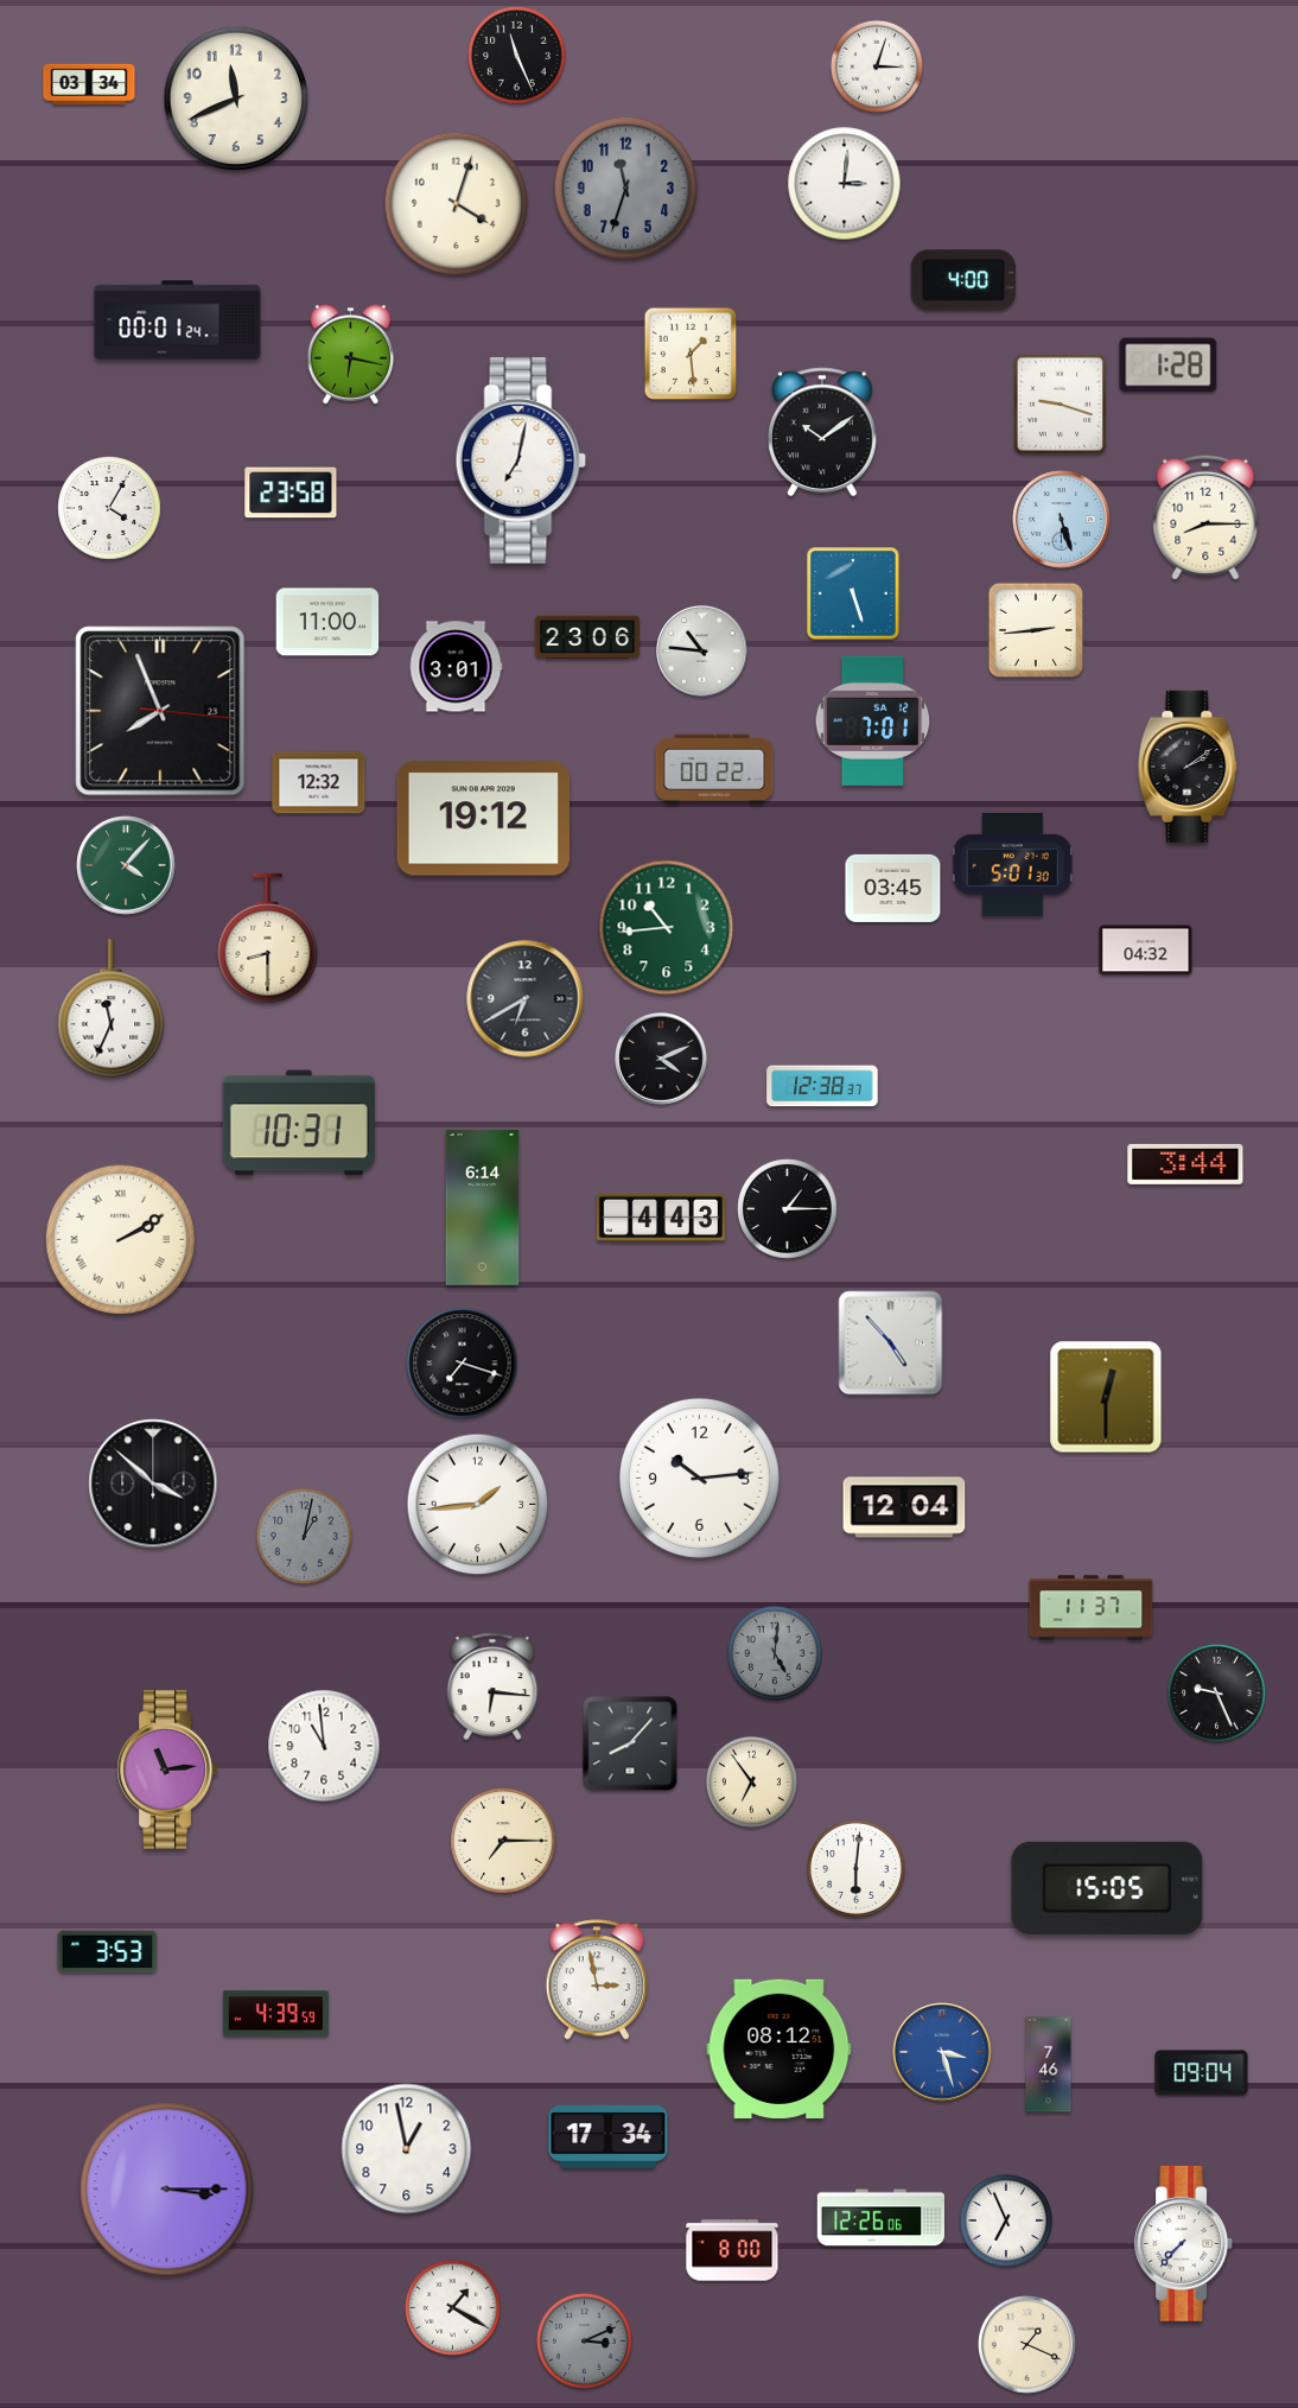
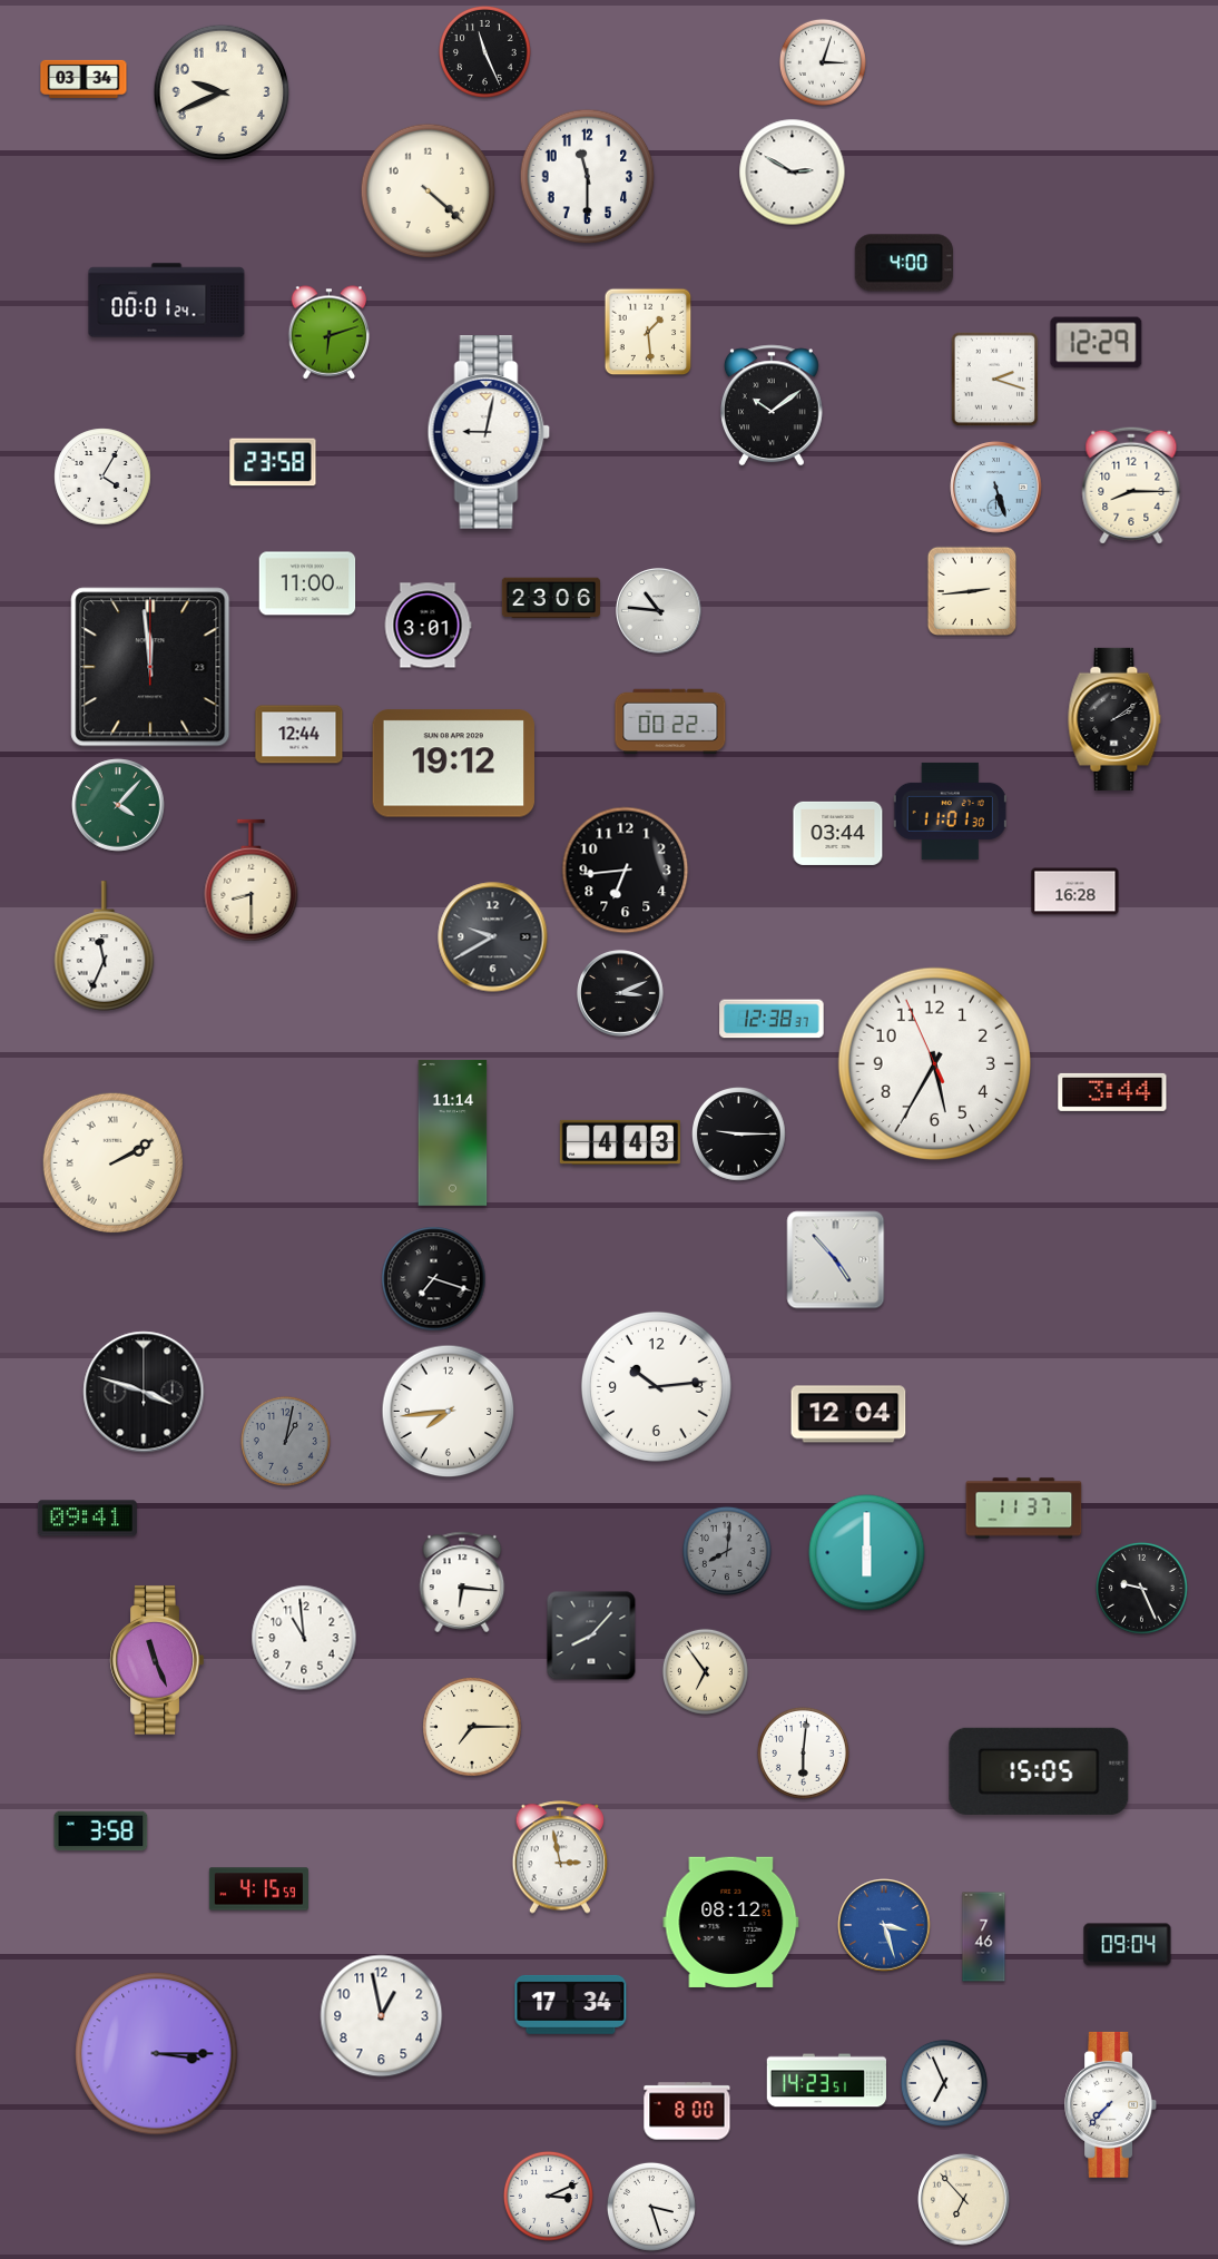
clock at (236, 99): 11:41 -> 9:41
clock at (845, 184): 3:01 -> 2:50
clock at (626, 189): 11:33 -> 11:30
clock at (626, 189) dial: grey -> white
clock at (457, 204): 4:03 -> 4:22
clock at (351, 355): 6:17 -> 6:12
clock at (1169, 366): 1:28 -> 12:29
clock at (1061, 405): 9:18 -> 2:18
clock at (521, 460): 7:02 -> 9:02
clock at (853, 593): 5:27 -> none
clock at (160, 711): 7:56 -> 11:59
clock at (873, 720): 7:01 -> none
clock at (319, 783): 12:32 -> 12:44
clock at (484, 819) position: (484, 819) -> (454, 764)
clock at (1012, 864): 5:01 -> 11:01
clock at (126, 865) position: (126, 865) -> (118, 805)
clock at (893, 888): 03:45 -> 03:44
clock at (667, 928): 10:44 -> 6:44
clock at (667, 928) dial: green -> black
clock at (1146, 951): 04:32 -> 16:28
clock at (526, 999): 6:40 -> 9:40
clock at (661, 1059): 4:11 -> 3:11
clock at (299, 1123): 10:31 -> none
clock at (934, 1063): none -> 5:34
clock at (483, 1207): 6:14 -> 11:14
clock at (788, 1209): 1:15 -> 9:15
clock at (1106, 1397): 12:30 -> none
clock at (153, 1483): 3:52 -> 3:48
clock at (478, 1505): 1:44 -> 7:44
clock at (87, 1519): none -> 09:41
clock at (775, 1653): 5:01 -> 8:01
clock at (867, 1553): none -> 6:00
clock at (167, 1770): 11:14 -> 11:26
clock at (108, 1952): 3:53 -> 3:58
clock at (275, 2014): 4:39 -> 4:15
clock at (882, 2218): 12:26 -> 14:23
clock at (452, 2307): 1:20 -> none
clock at (584, 2340) dial: grey -> white
clock at (1027, 2345): 1:19 -> 6:53
clock at (651, 2207): none -> 3:27
